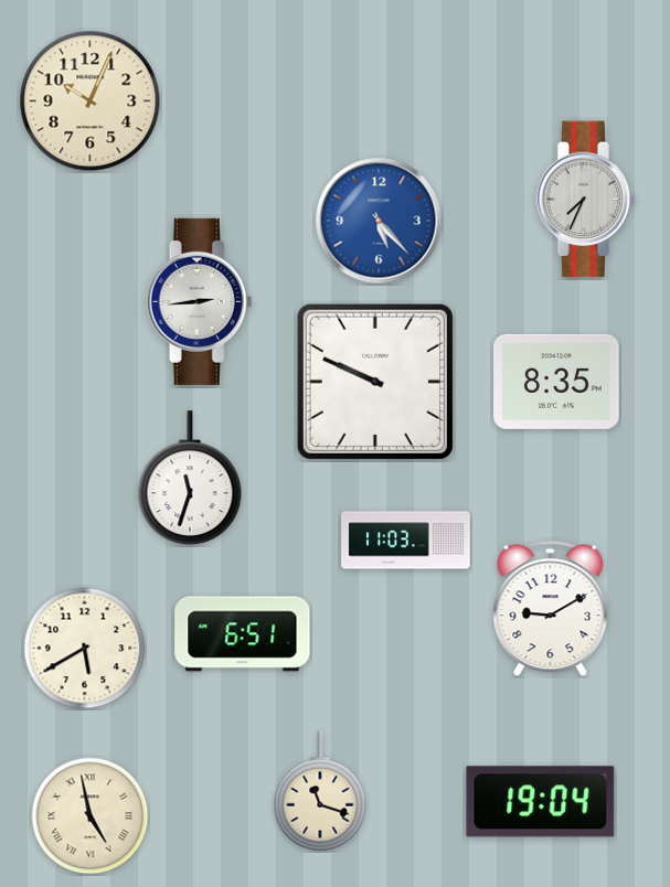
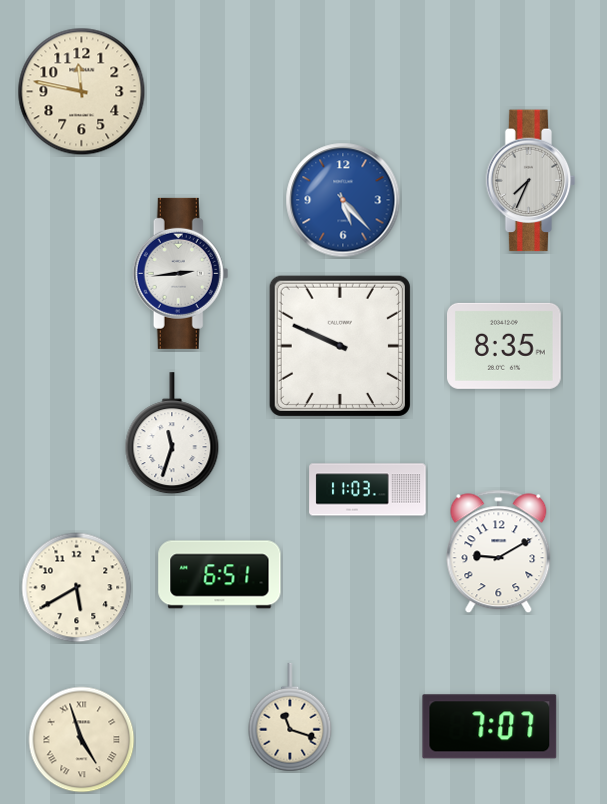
clock at (91, 101): 10:04 -> 11:47
clock at (541, 802): 19:04 -> 7:07
clock at (91, 816): 4:58 -> 4:57
